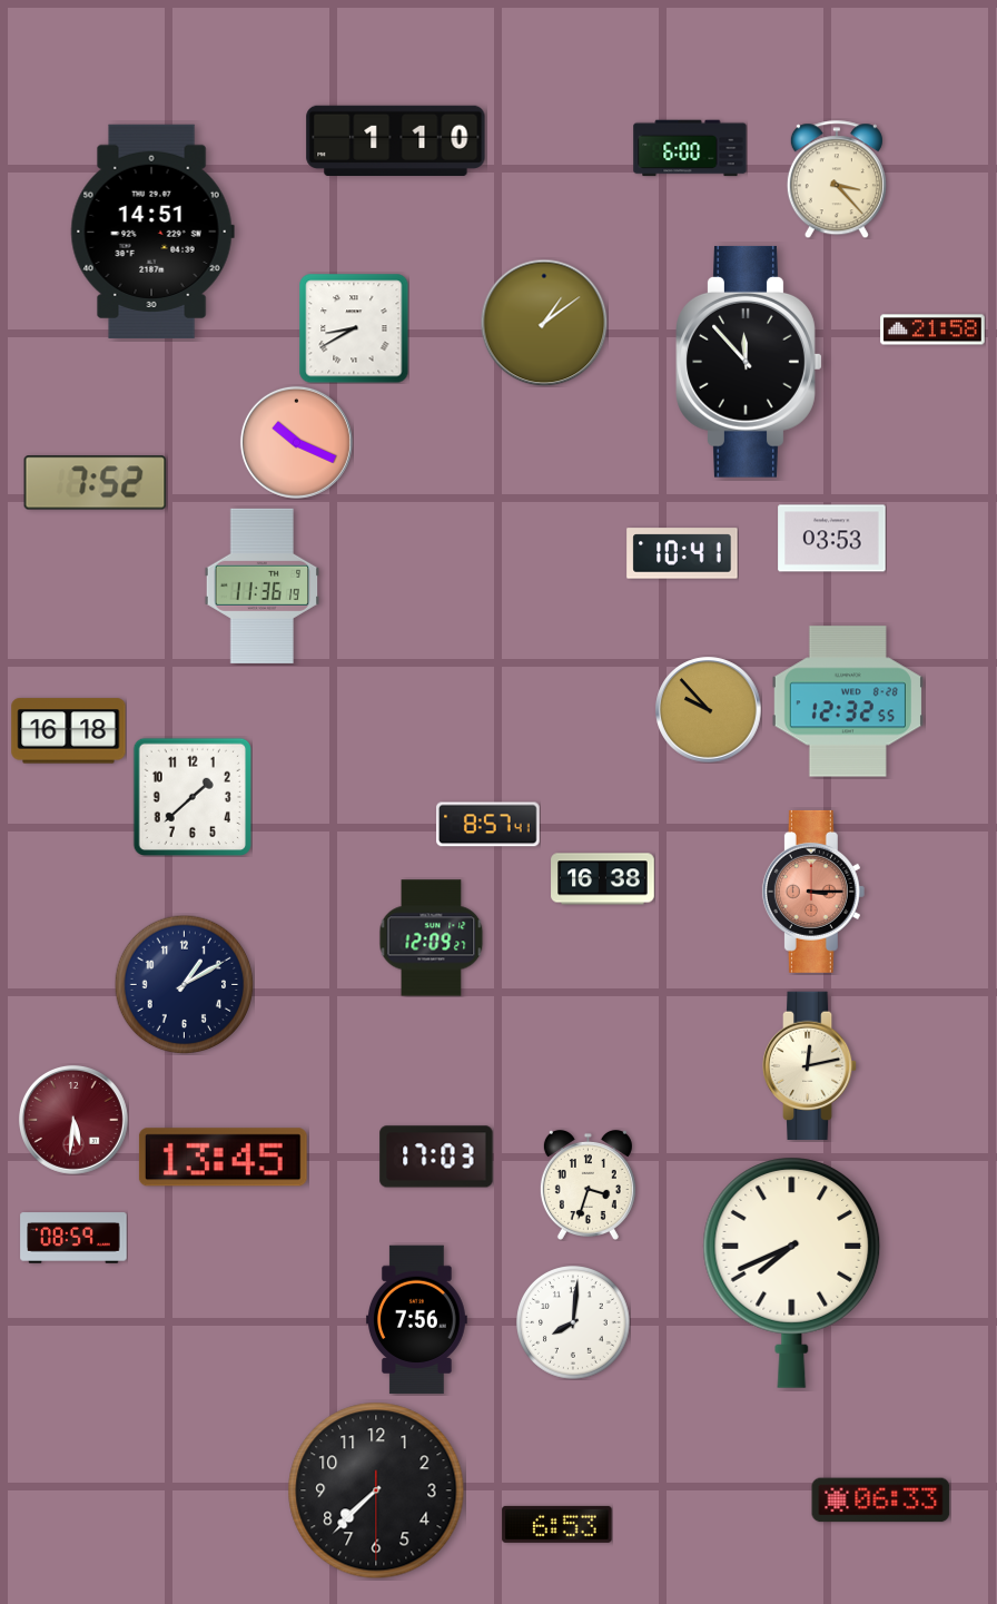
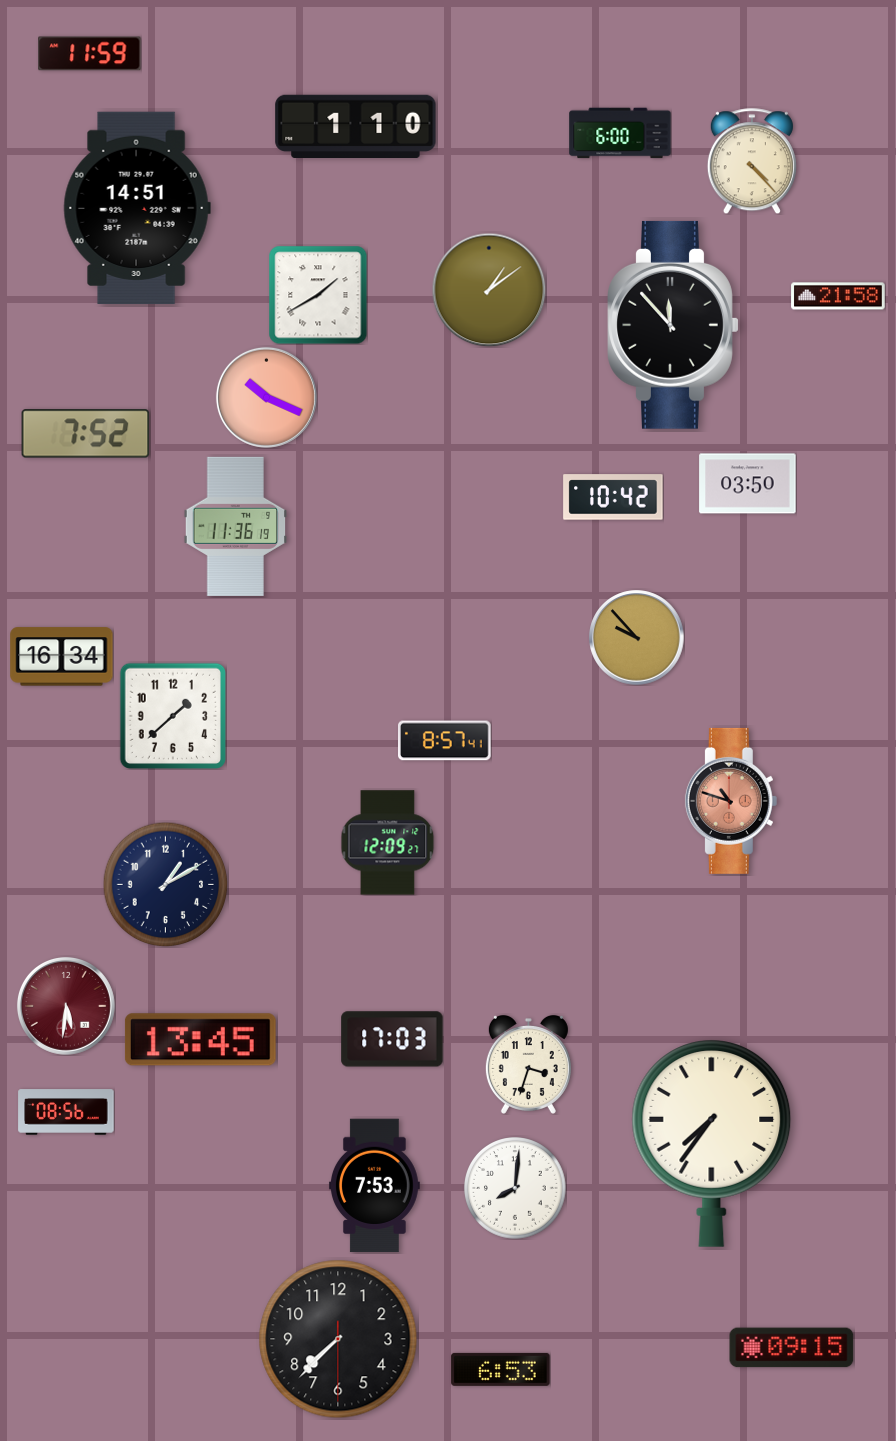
clock at (90, 54): none -> 11:59
clock at (837, 179): 3:23 -> 4:23
clock at (354, 328): 8:40 -> 1:40
clock at (832, 539): 03:53 -> 03:50
clock at (682, 553): 10:41 -> 10:42
clock at (848, 701): 12:32 -> none
clock at (69, 731): 16:18 -> 16:34
clock at (488, 825) position: (488, 825) -> (445, 741)
clock at (603, 879): 16:38 -> none
clock at (813, 892): 3:15 -> 10:48
clock at (810, 1066): 12:13 -> none
clock at (73, 1238): 08:59 -> 08:56
clock at (792, 1272): 7:41 -> 7:36
clock at (417, 1320): 7:56 -> 7:53
clock at (881, 1500): 06:33 -> 09:15
